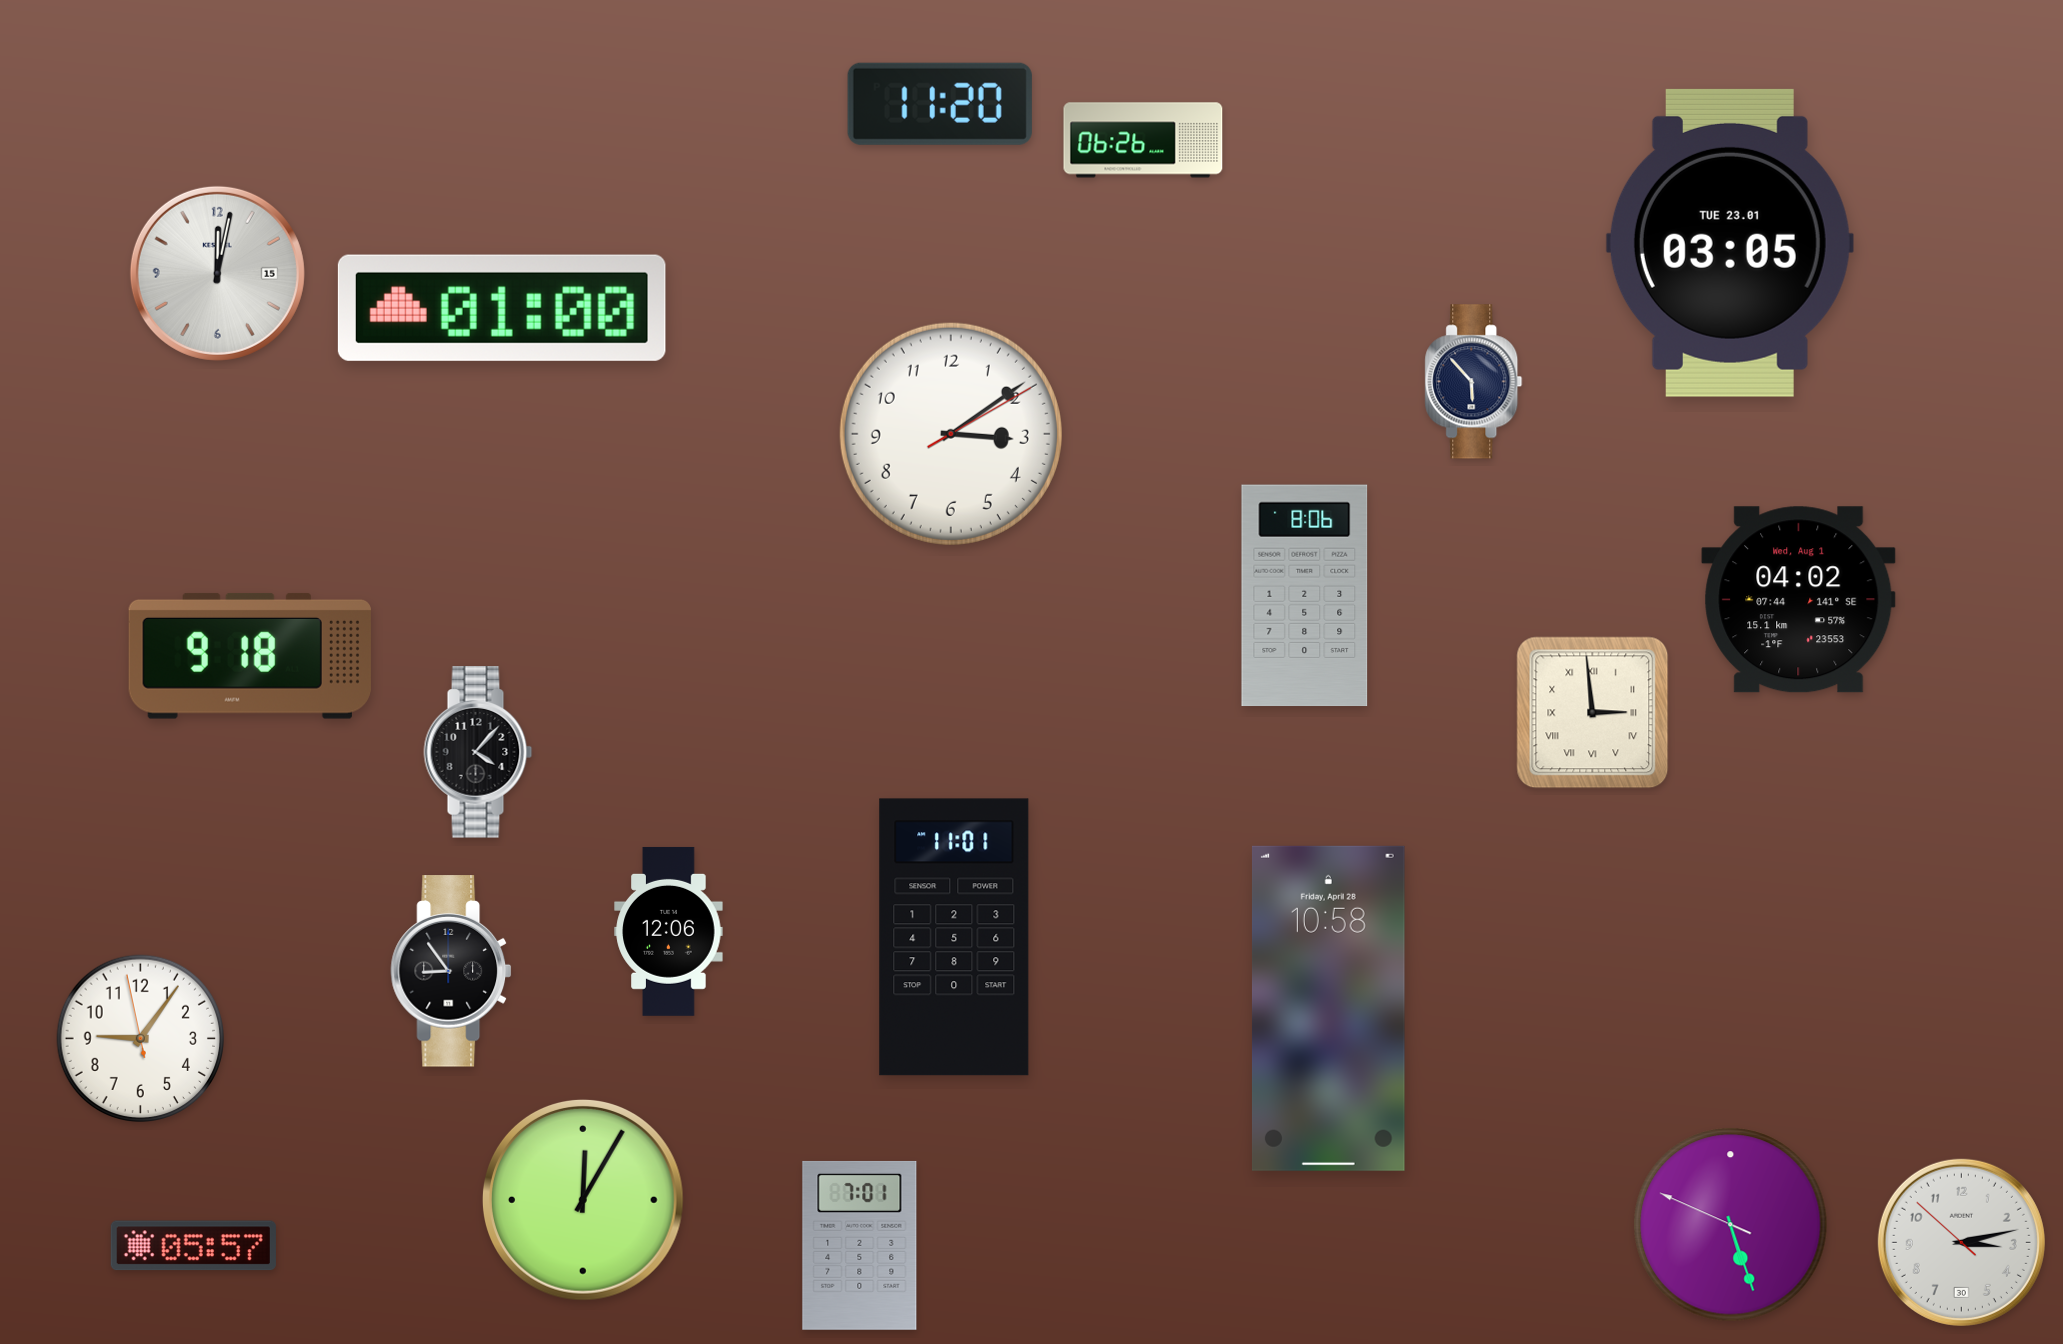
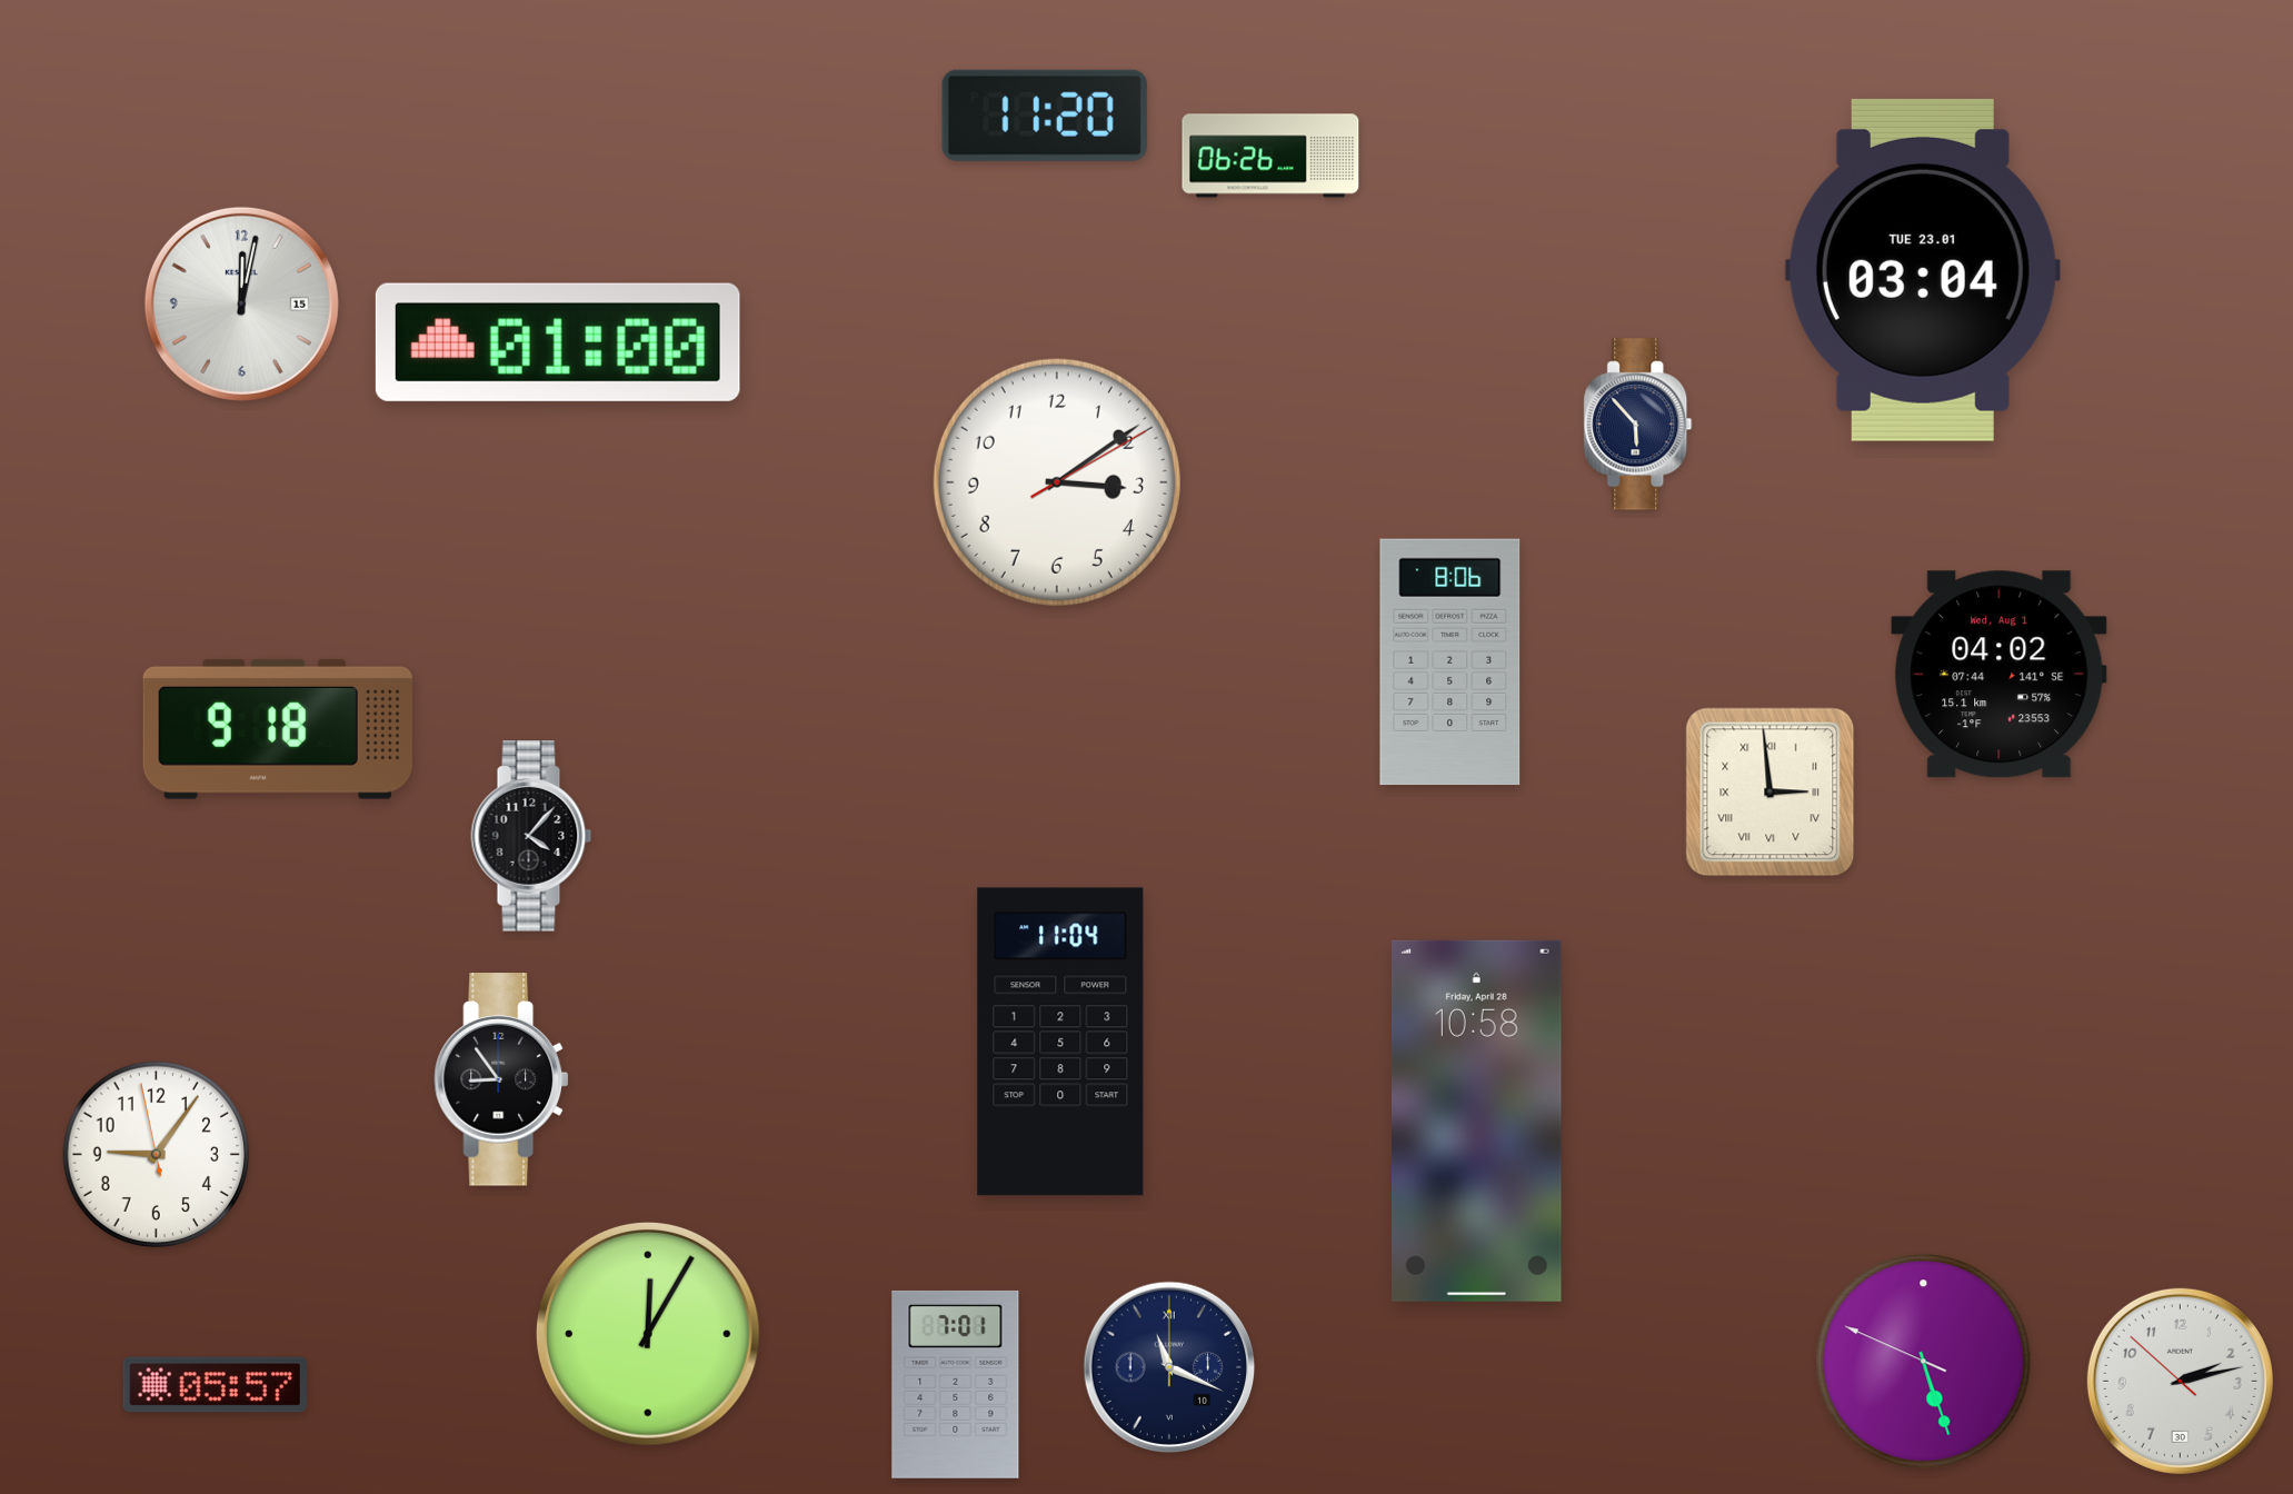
clock at (1730, 243): 03:05 -> 03:04
clock at (1799, 600) position: (1799, 600) -> (2000, 675)
clock at (669, 931): 12:06 -> none
clock at (954, 937): 11:01 -> 11:04
clock at (1169, 1367): none -> 11:19
clock at (1961, 1242): 3:12 -> 2:12
